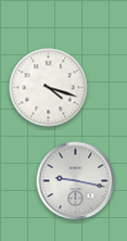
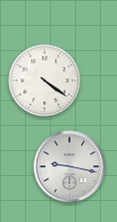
clock at (49, 88): 4:18 -> 4:21
